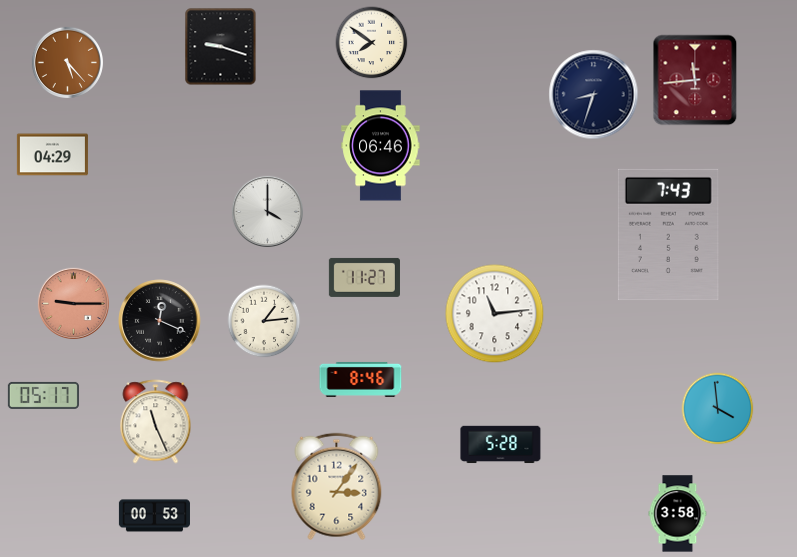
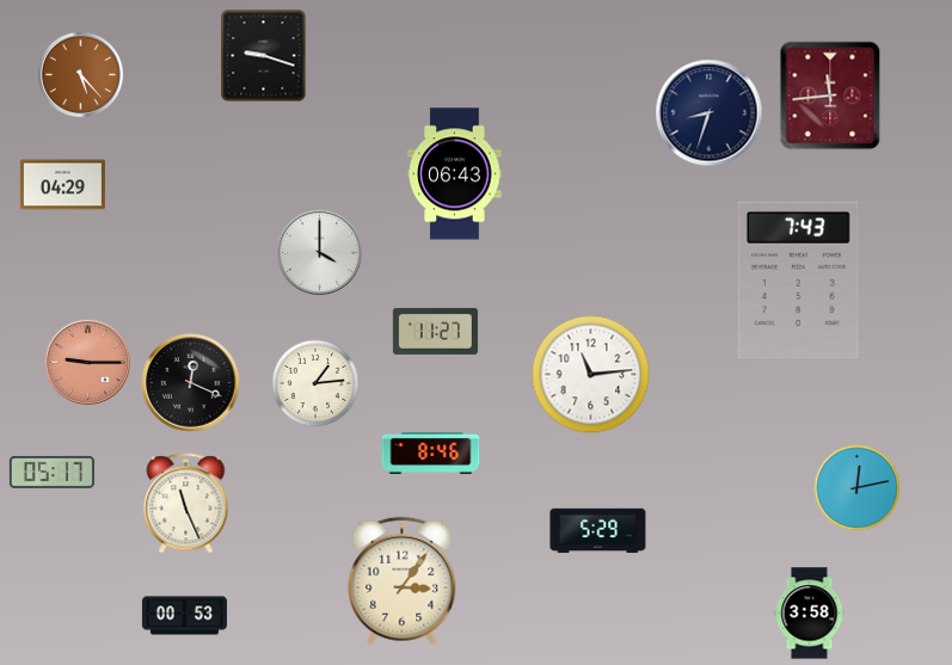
clock at (372, 43): 7:51 -> none
clock at (381, 146): 06:46 -> 06:43
clock at (718, 409): 3:59 -> 12:13
clock at (501, 445): 5:28 -> 5:29
